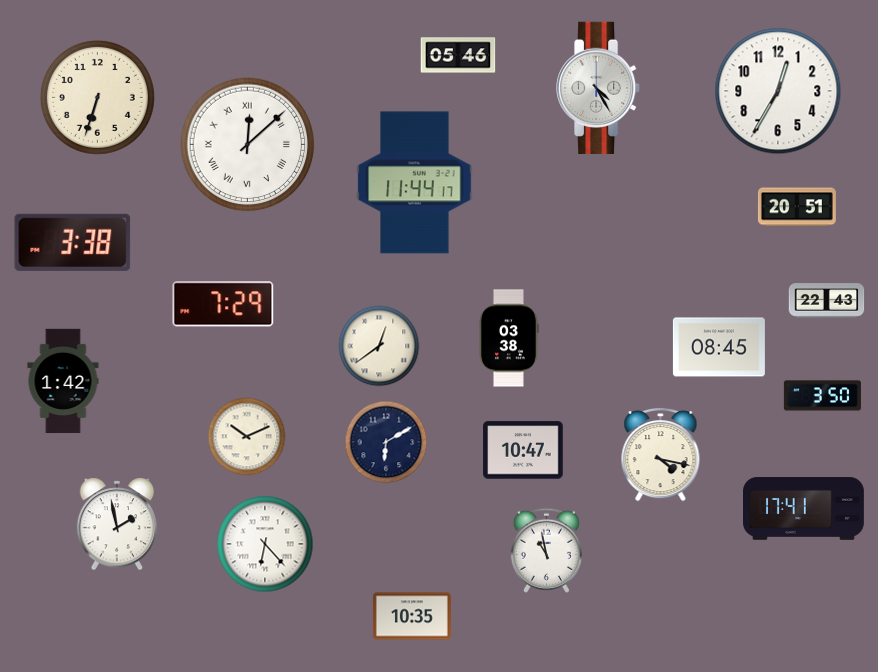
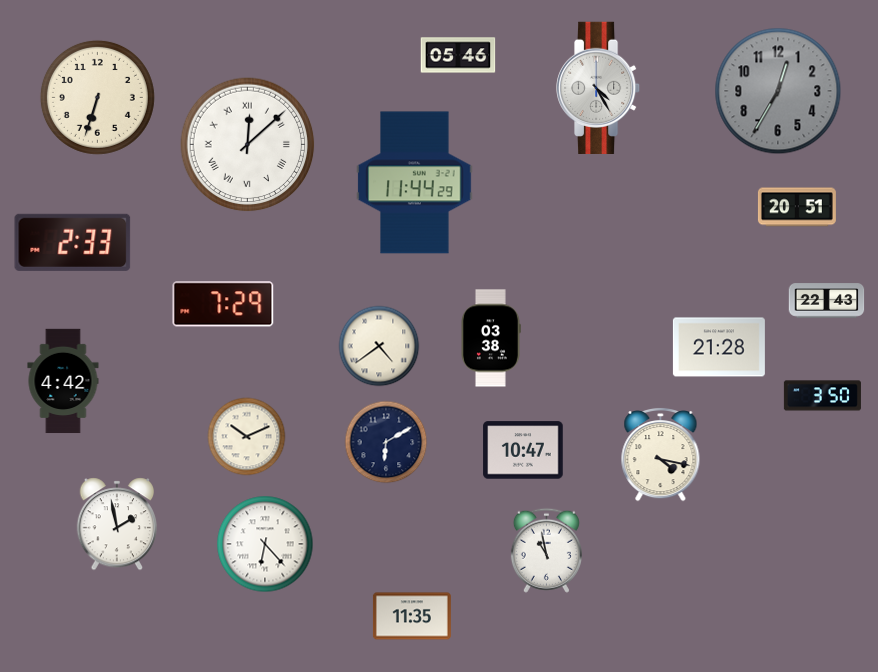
clock at (778, 91) dial: white -> grey
clock at (415, 183): 11:44:17 -> 11:44:29
clock at (73, 242): 3:38 -> 2:33
clock at (509, 338) position: (509, 338) -> (491, 338)
clock at (379, 346): 12:39 -> 4:39
clock at (719, 347): 08:45 -> 21:28
clock at (63, 381): 1:42 -> 4:42
clock at (804, 509): 17:41 -> none
clock at (412, 616): 10:35 -> 11:35
